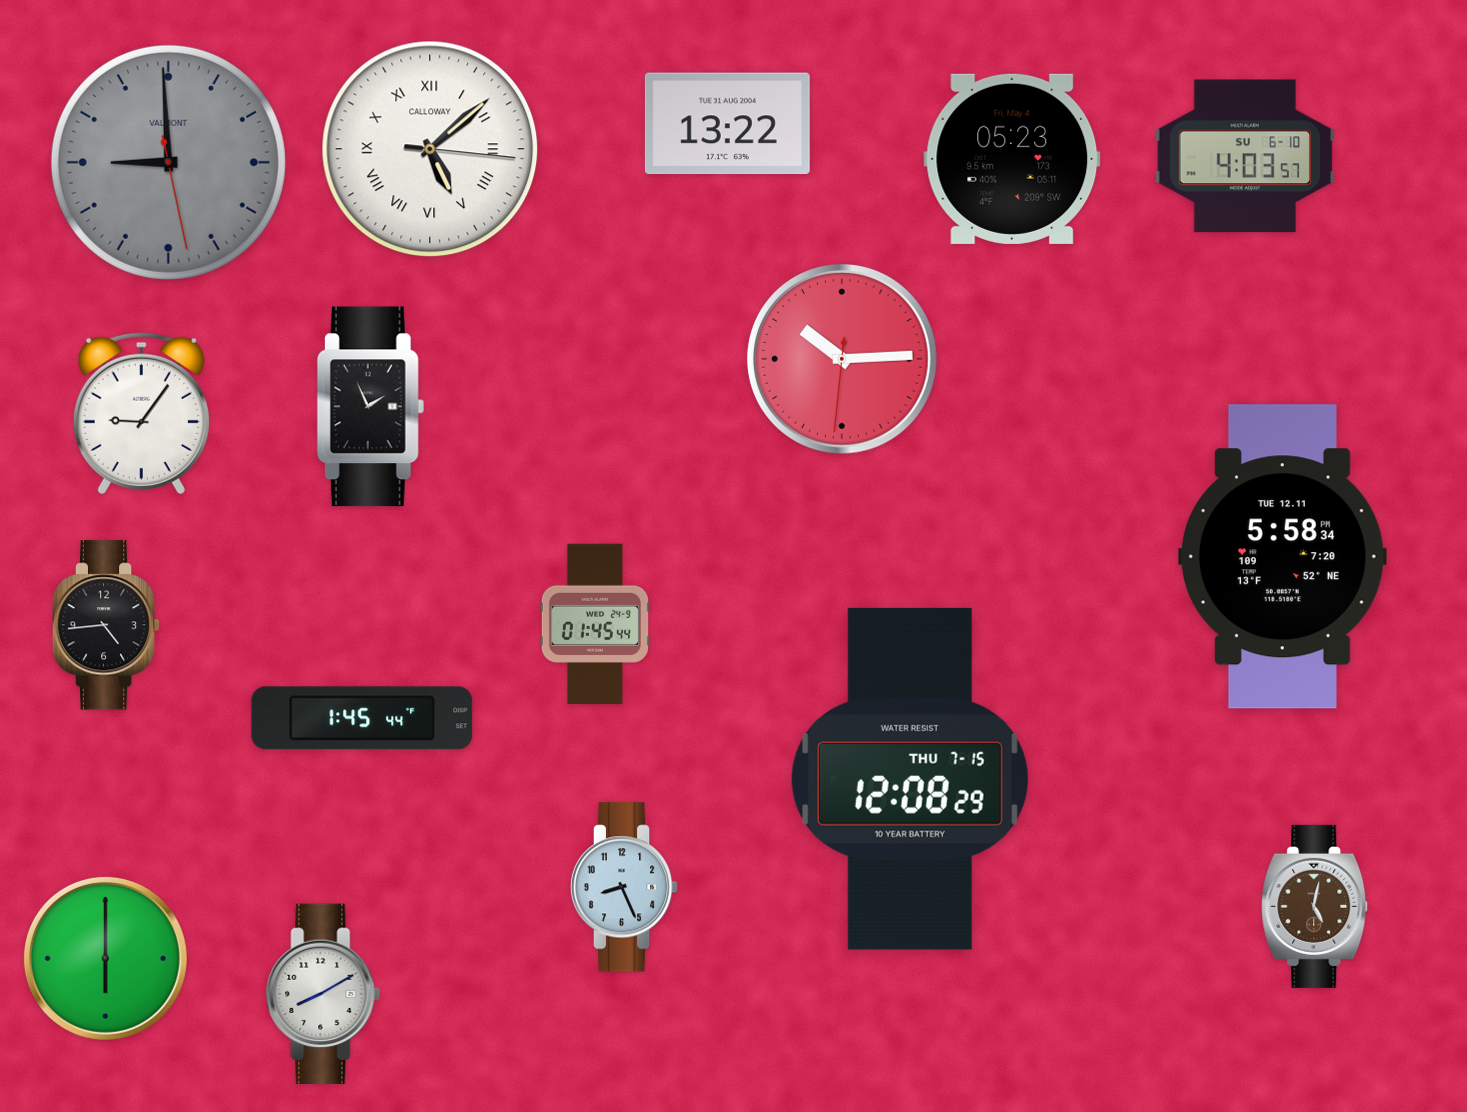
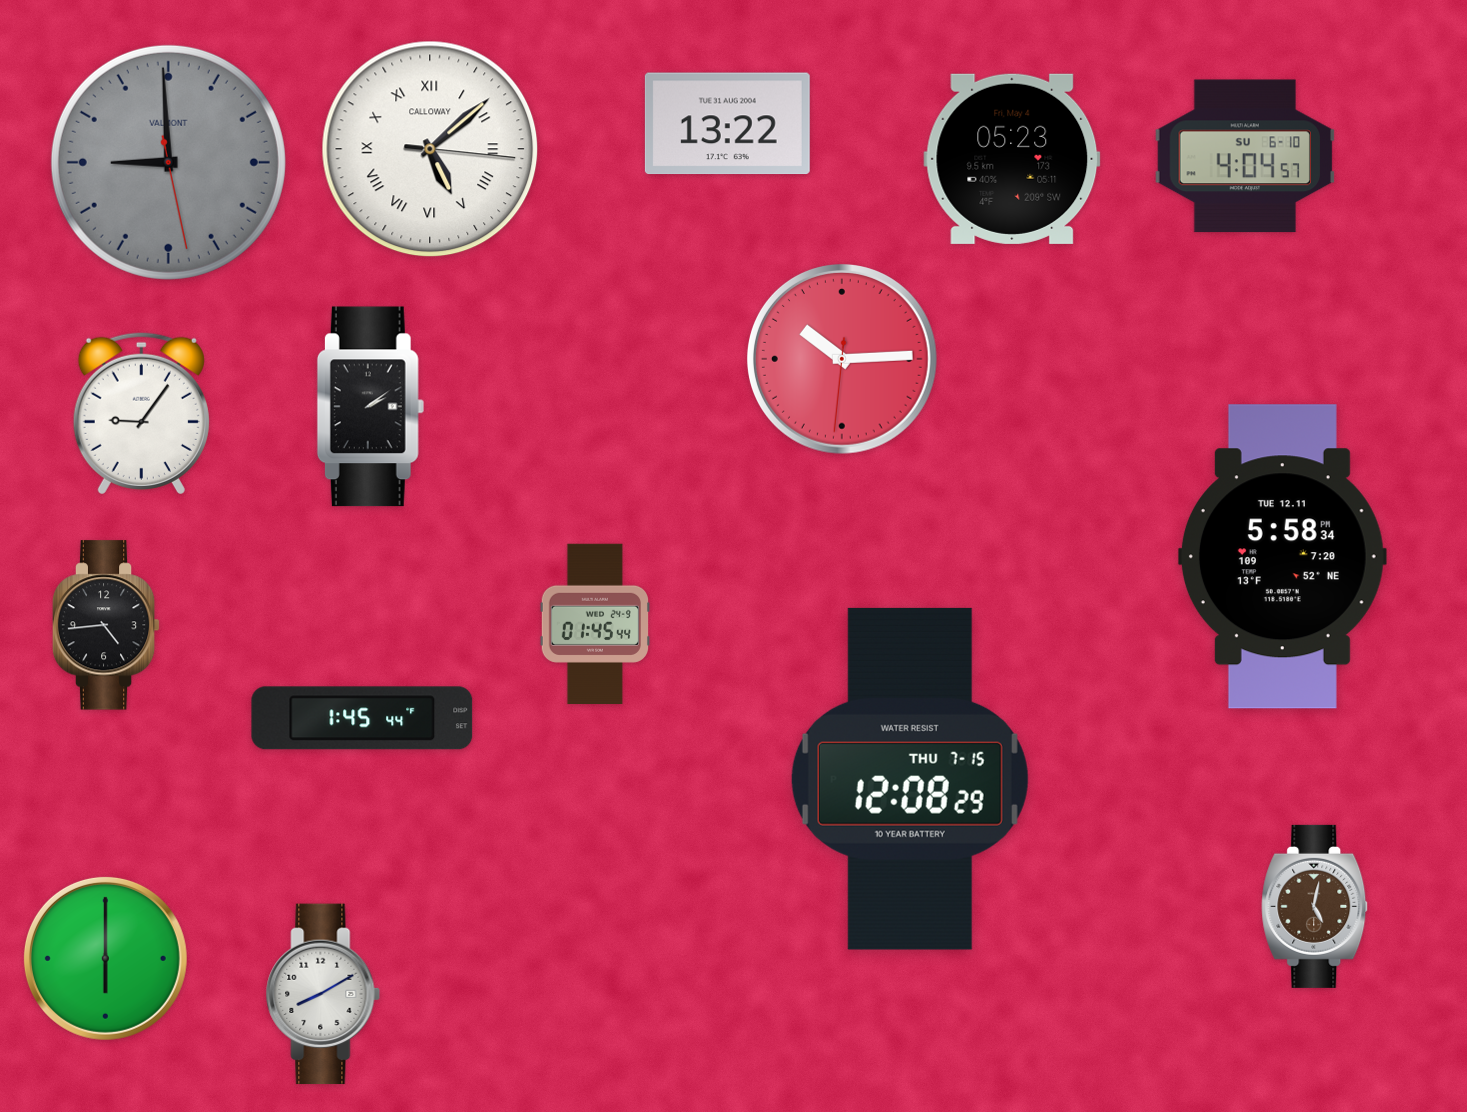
clock at (1244, 156): 4:03 -> 4:04
clock at (370, 407): 1:56 -> 2:09
clock at (624, 887): 8:26 -> none
